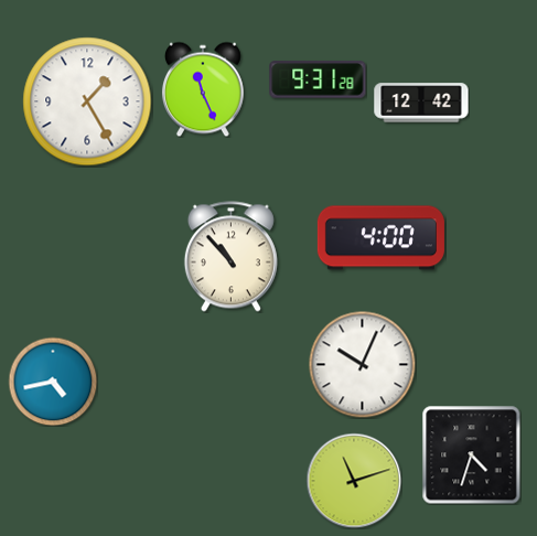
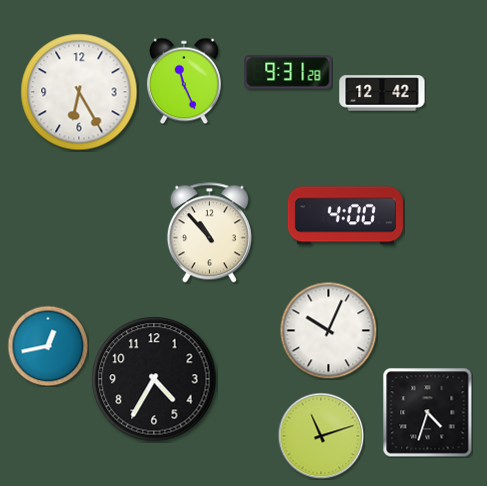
clock at (87, 101): 1:25 -> 6:25
clock at (53, 382): 4:43 -> 12:43
clock at (154, 379): none -> 4:35
